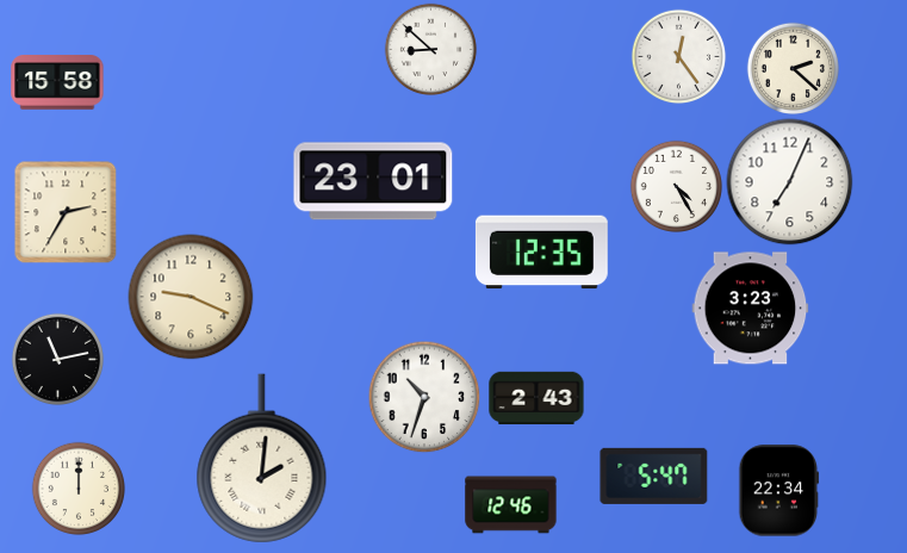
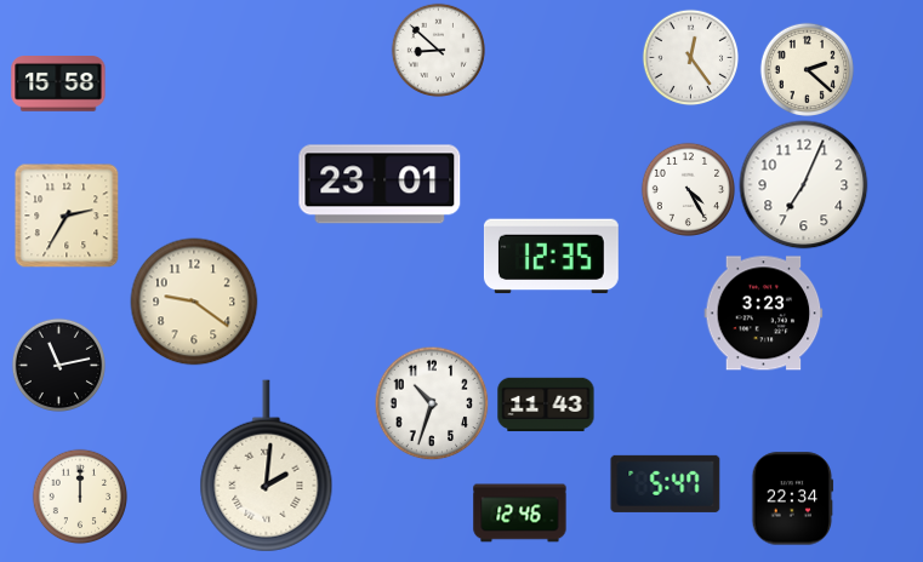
clock at (191, 297): 9:19 -> 9:21
clock at (536, 398): 2:43 -> 11:43
